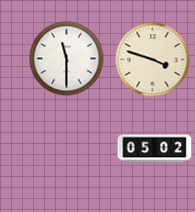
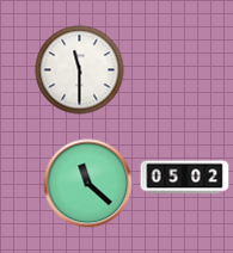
clock at (153, 60): 3:48 -> none
clock at (88, 184): none -> 11:22
